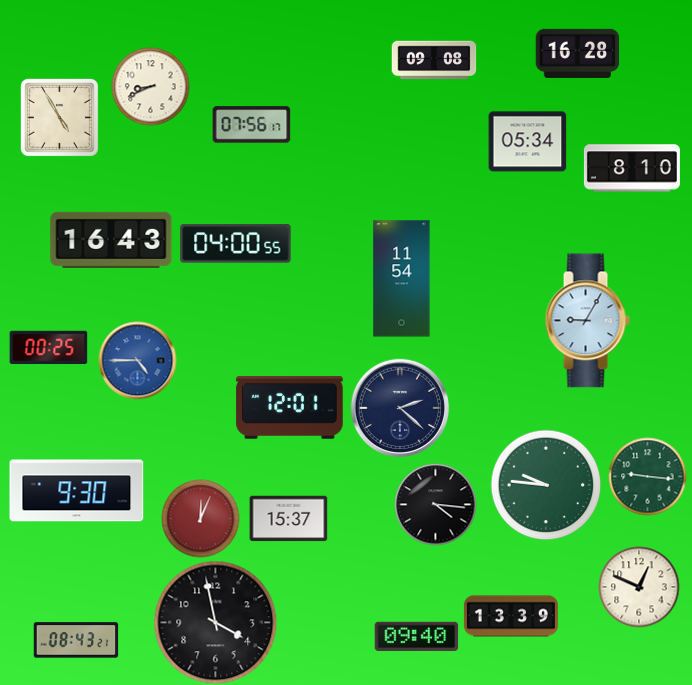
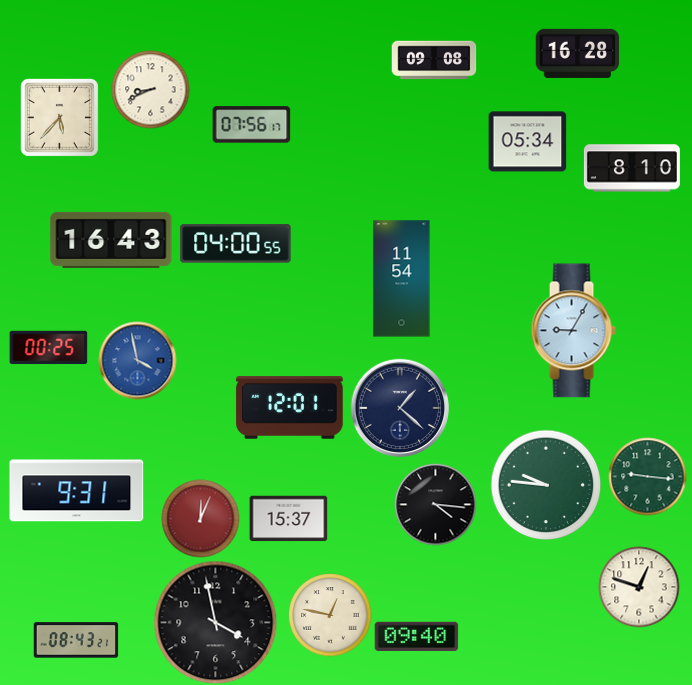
clock at (150, 86) position: (150, 86) -> (150, 89)
clock at (59, 117): 4:55 -> 5:37
clock at (587, 321) position: (587, 321) -> (573, 331)
clock at (137, 360): 4:45 -> 3:58
clock at (400, 408): 2:22 -> 1:22
clock at (77, 491): 9:30 -> 9:31
clock at (639, 587): 12:49 -> 12:48
clock at (330, 615): none -> 12:47
clock at (511, 616): 13:39 -> none
